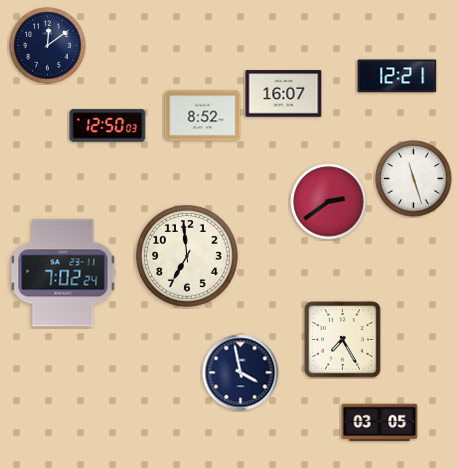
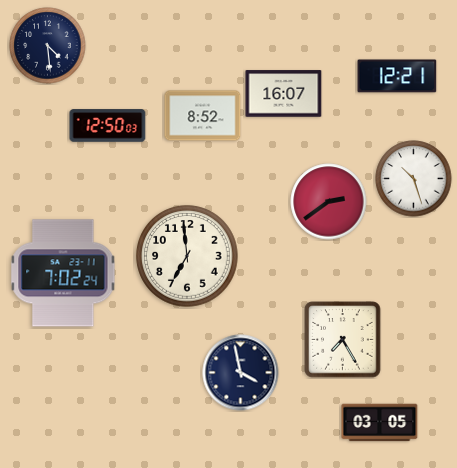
clock at (48, 46): 12:09 -> 4:29
clock at (414, 179): 11:27 -> 10:27
